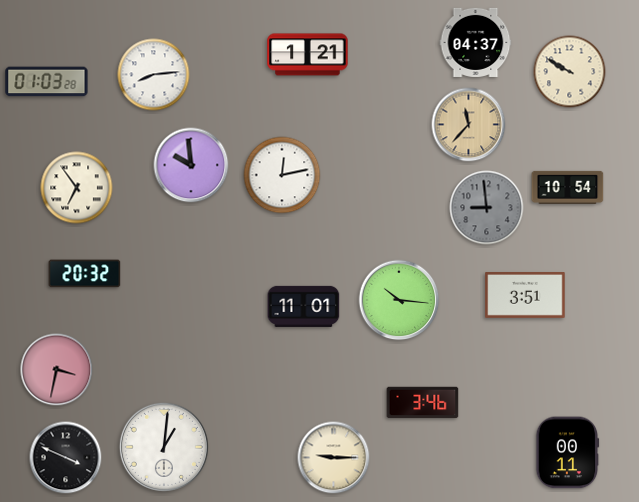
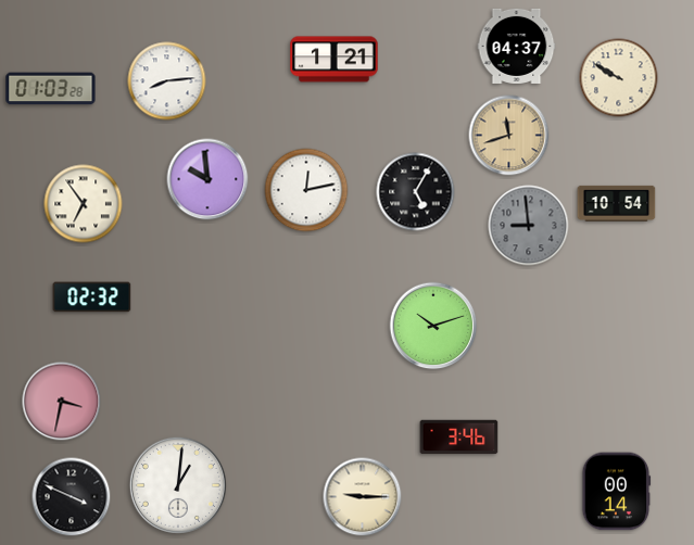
clock at (469, 125): 11:37 -> 11:42
clock at (416, 192): none -> 5:05
clock at (85, 274): 20:32 -> 02:32
clock at (525, 296): 3:51 -> none
clock at (399, 300): 10:16 -> 10:12
clock at (304, 306): 11:01 -> none
clock at (568, 453): 00:11 -> 00:14
